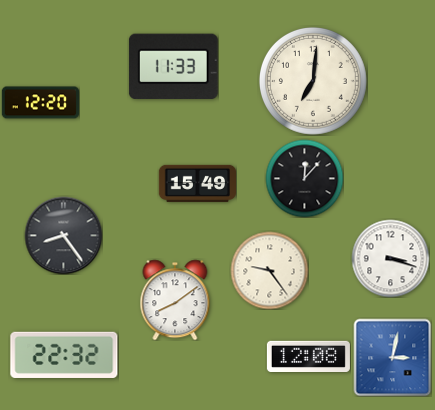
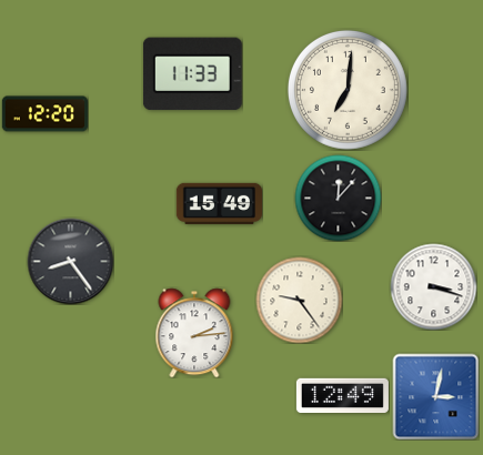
clock at (175, 300): 8:09 -> 2:14
clock at (64, 355): 22:32 -> none
clock at (308, 356): 12:08 -> 12:49
